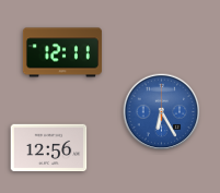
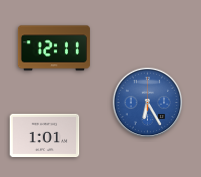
clock at (62, 52) position: (62, 52) -> (54, 48)
clock at (49, 148): 12:56 -> 1:01
